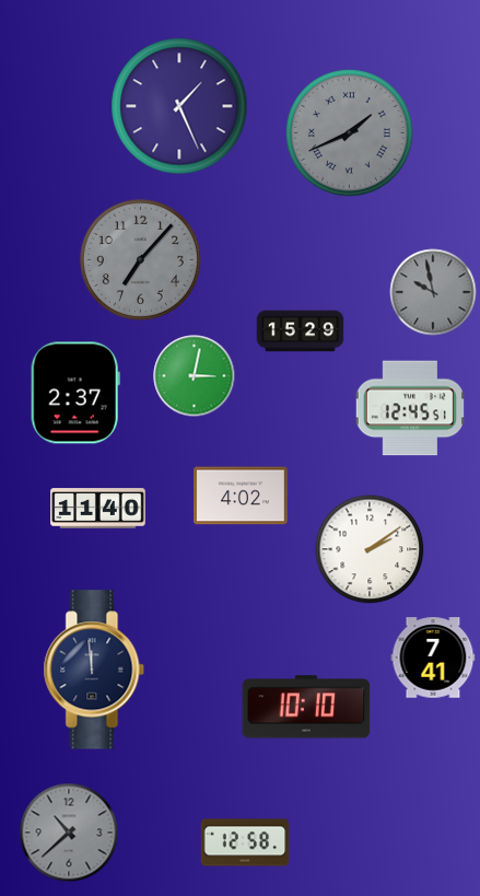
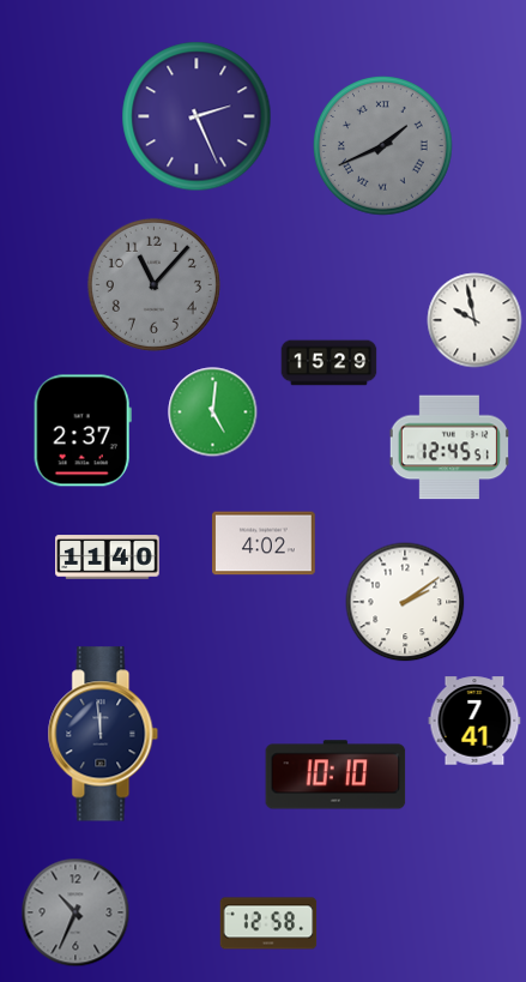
clock at (179, 106): 1:26 -> 2:26
clock at (140, 259): 7:07 -> 11:07
clock at (433, 292) dial: grey -> white
clock at (195, 376): 3:02 -> 5:01
clock at (69, 833): 10:38 -> 10:34
